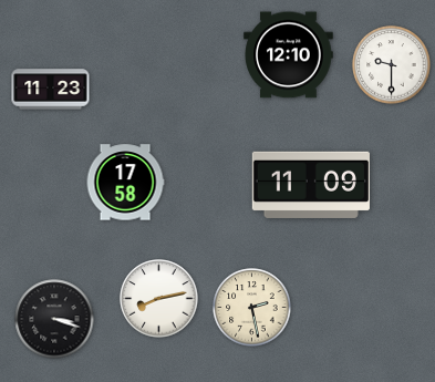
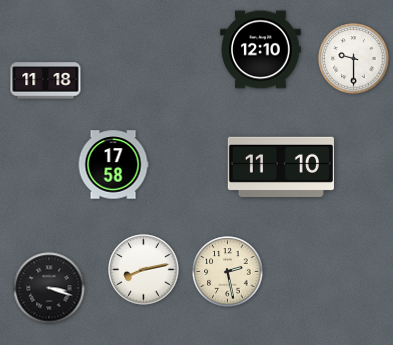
clock at (51, 90): 11:23 -> 11:18
clock at (311, 185): 11:09 -> 11:10
clock at (252, 308) position: (252, 308) -> (228, 272)
